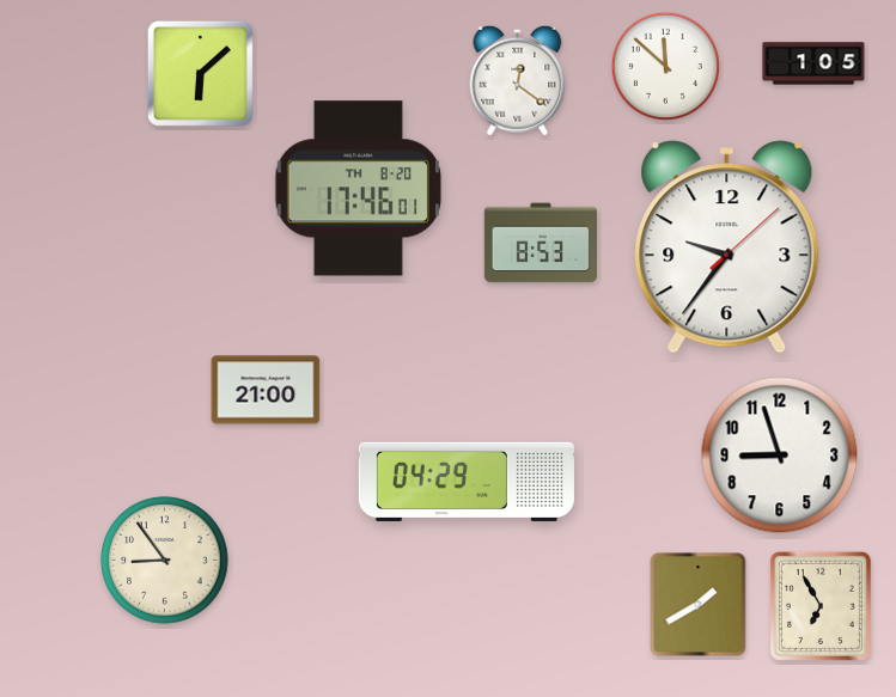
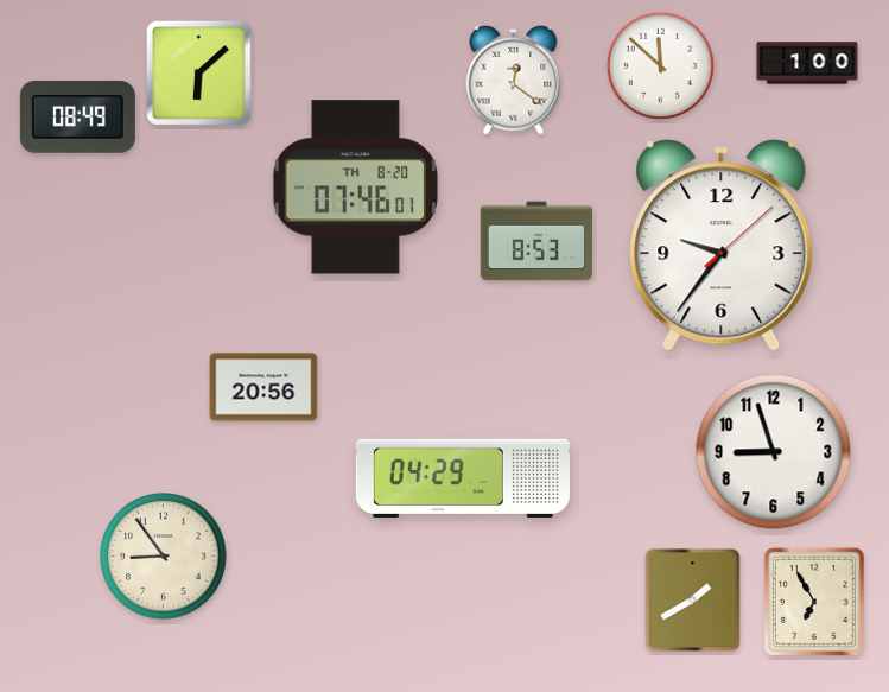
clock at (813, 63): 1:05 -> 1:00
clock at (77, 118): none -> 08:49
clock at (358, 189): 17:46 -> 07:46
clock at (266, 390): 21:00 -> 20:56
